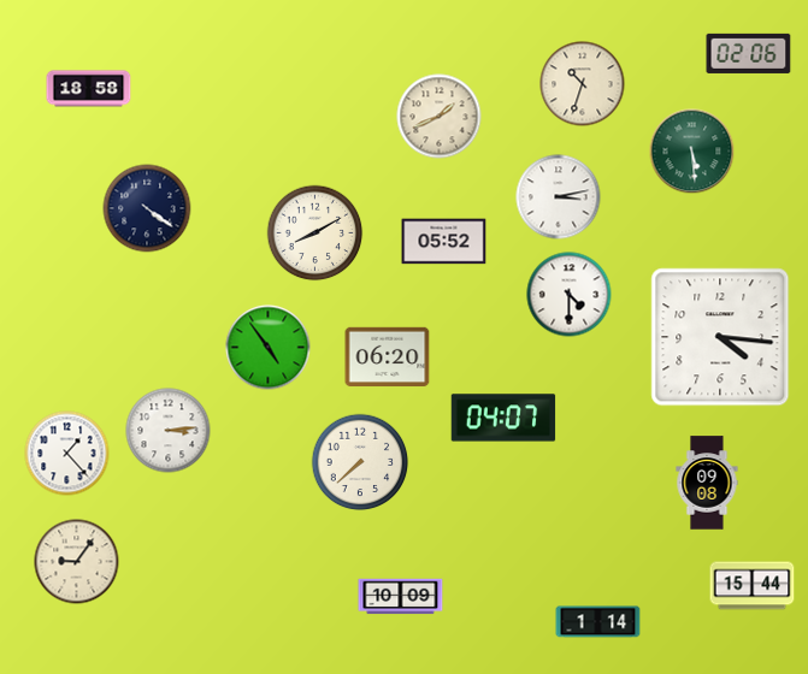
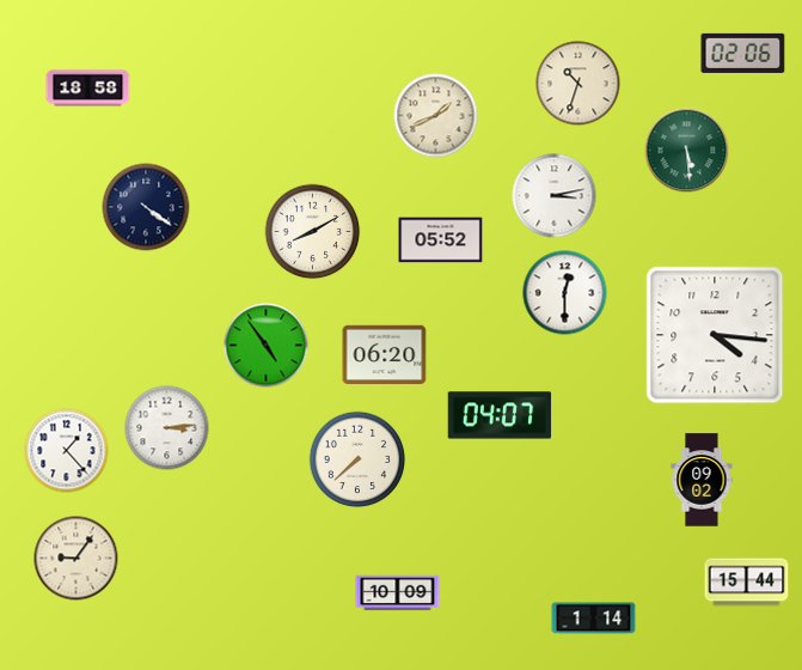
clock at (570, 295): 4:30 -> 12:30
clock at (707, 483): 09:08 -> 09:02
